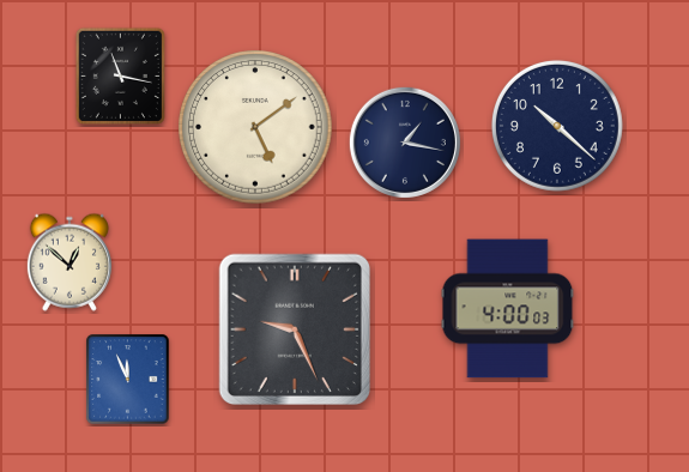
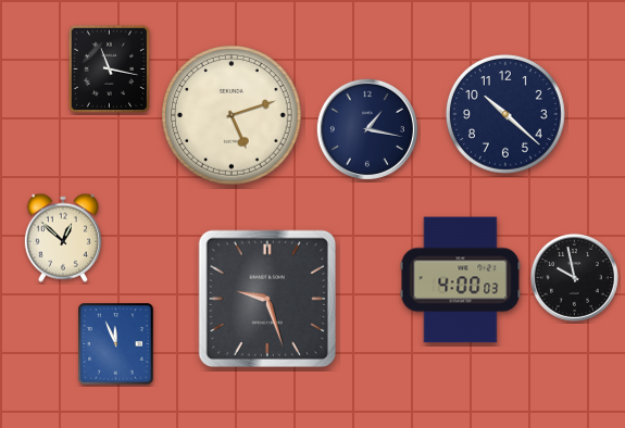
clock at (255, 127): 5:09 -> 5:12
clock at (574, 277): none -> 9:58
clock at (294, 328): 9:26 -> 9:27
